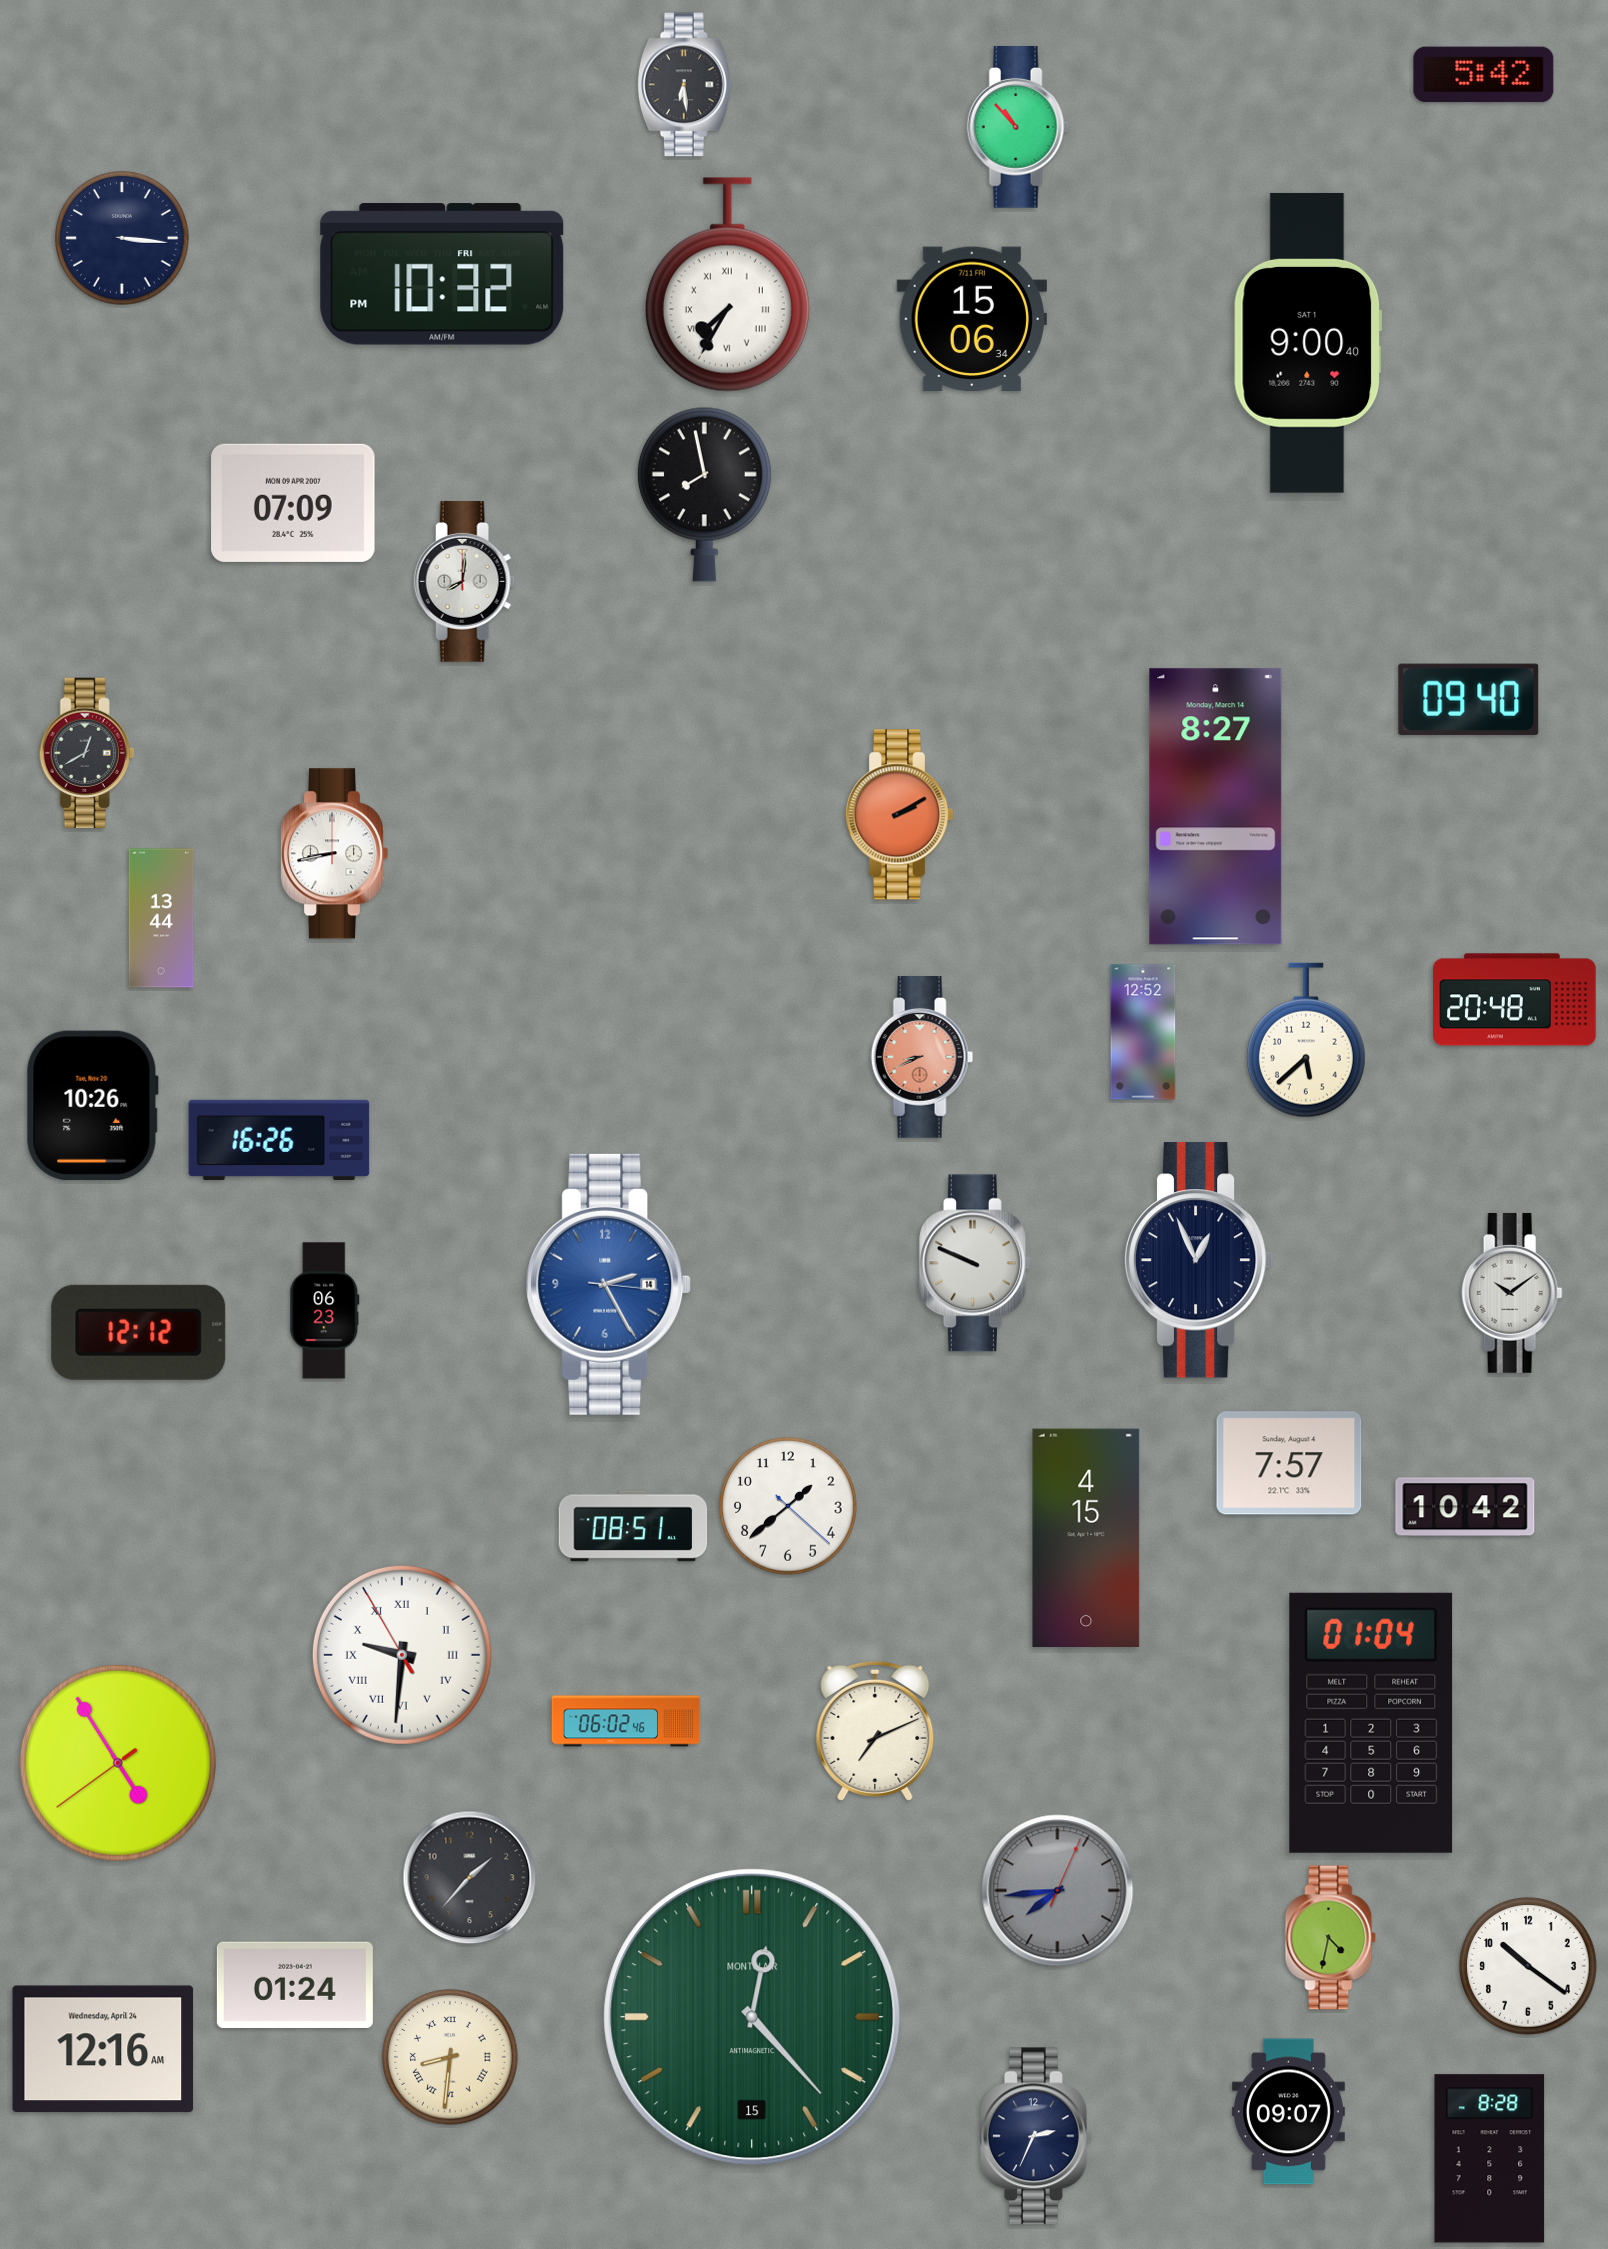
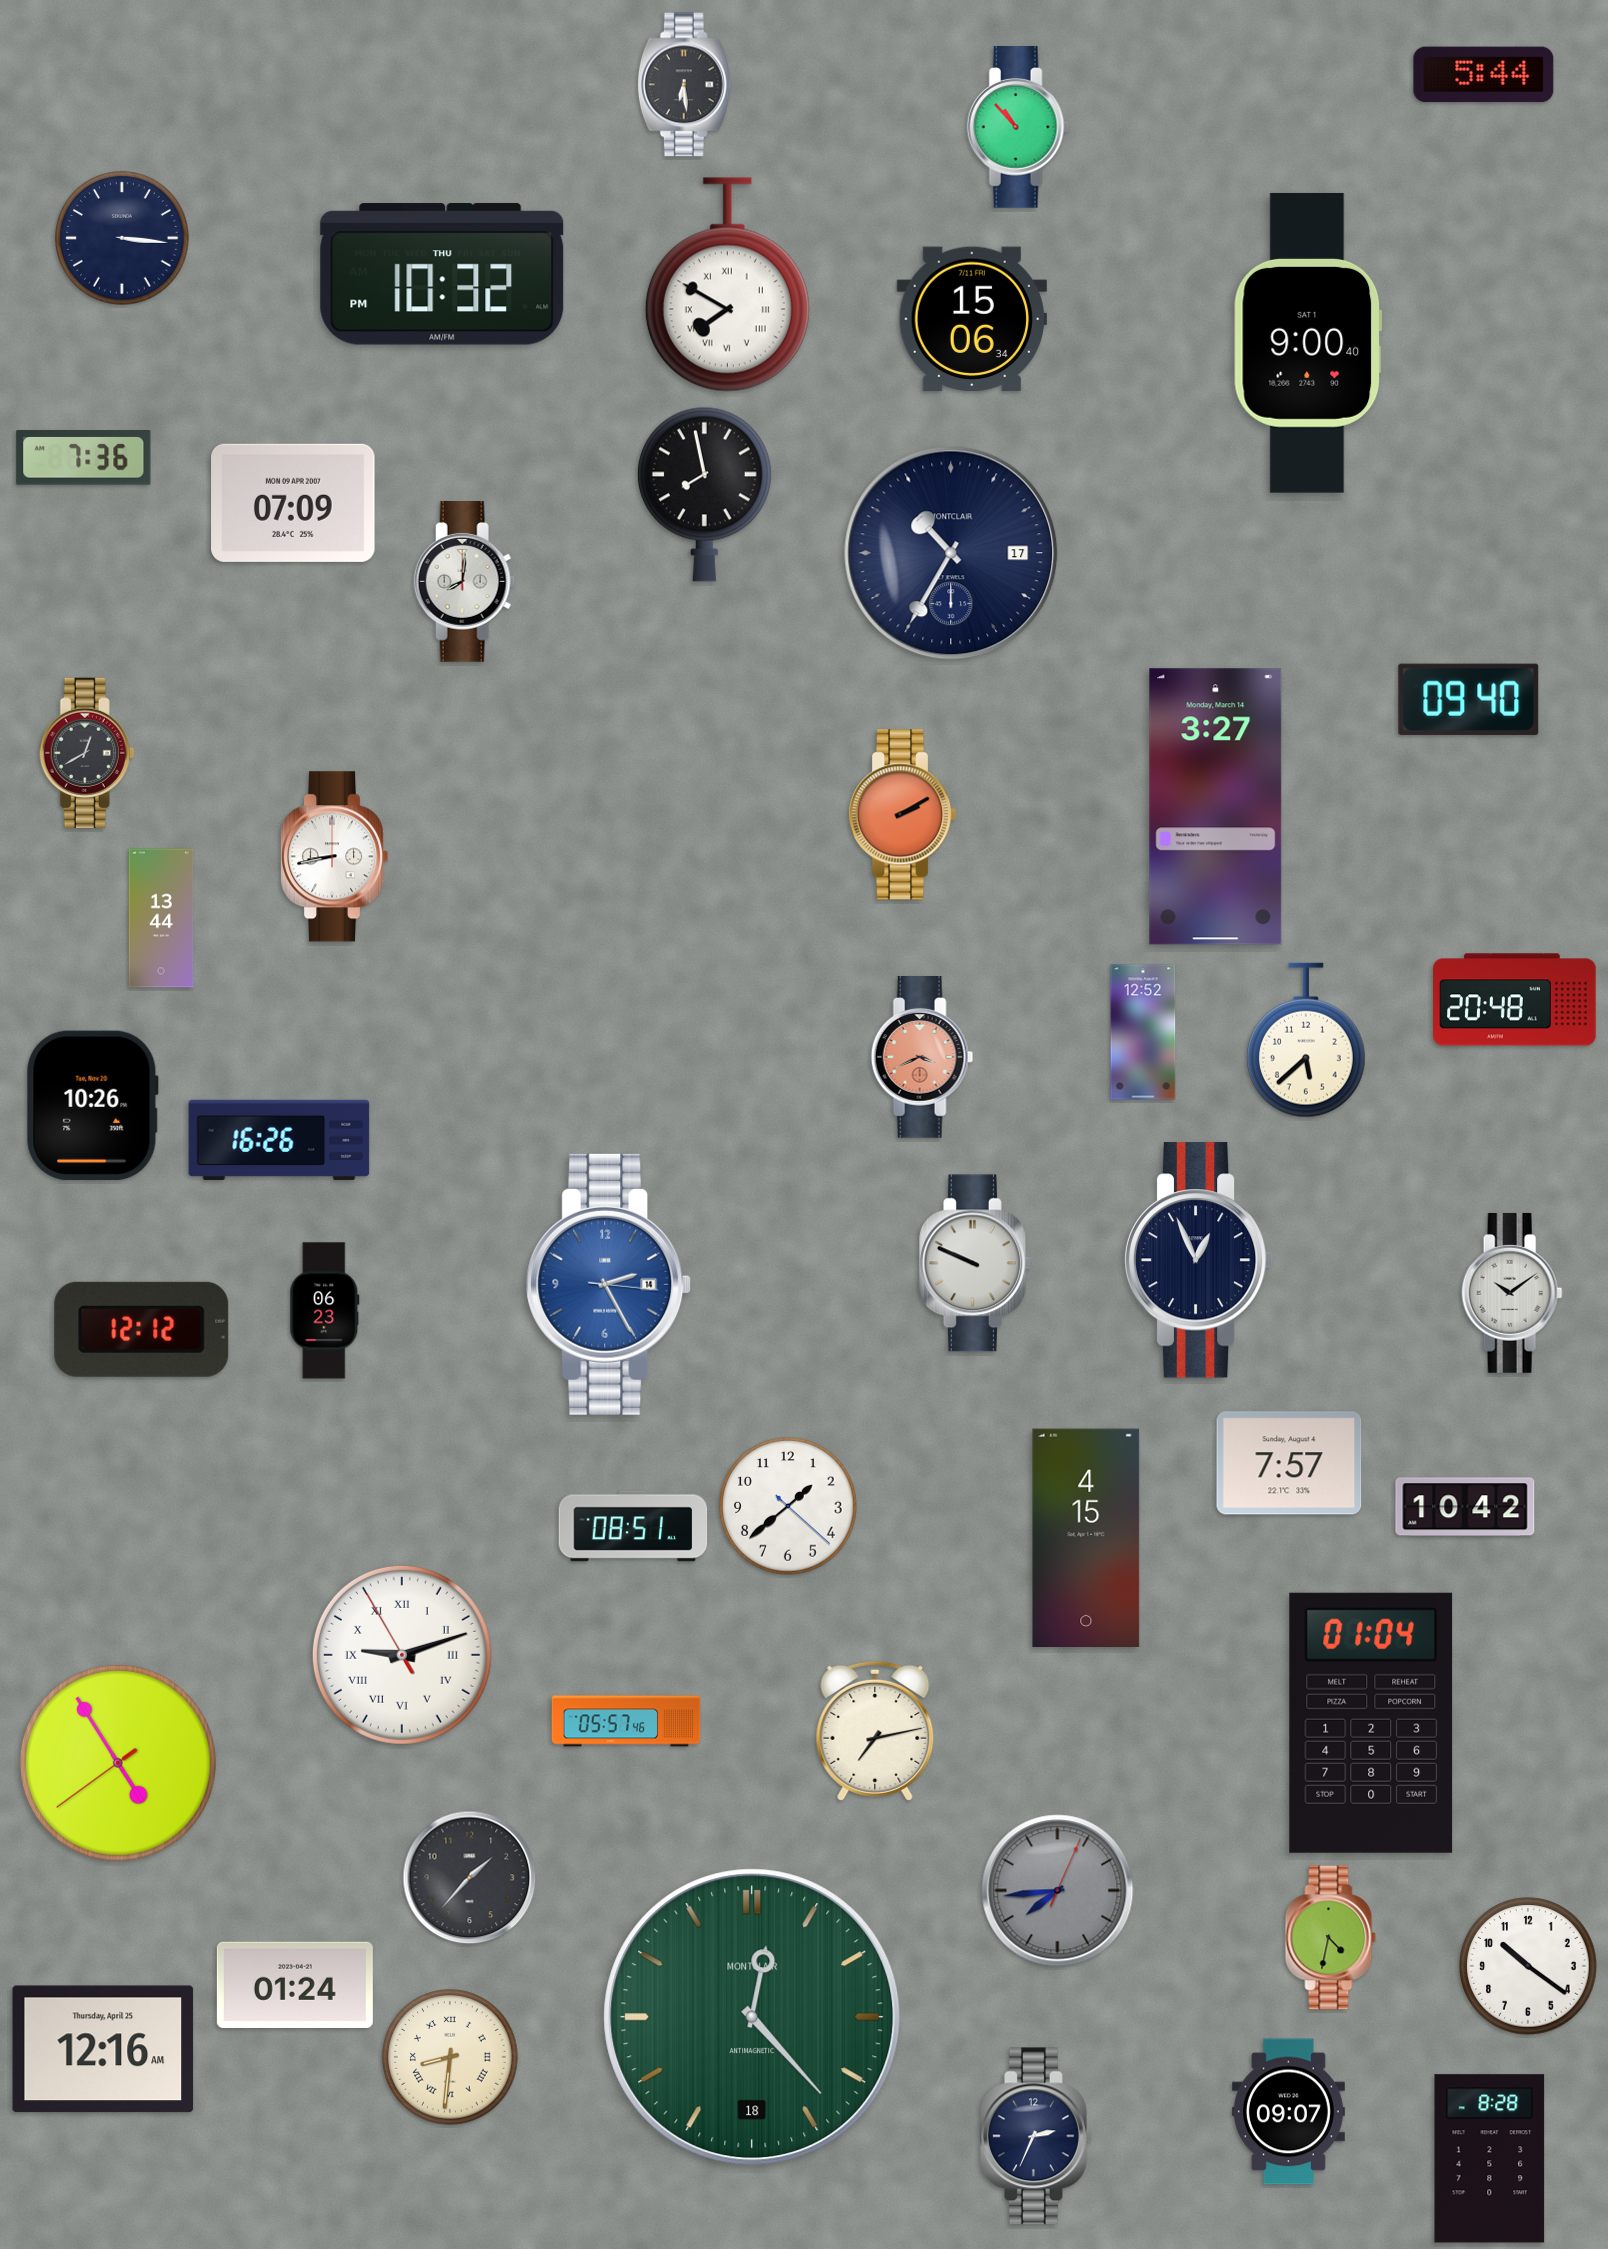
clock at (1484, 75): 5:42 -> 5:44
clock at (442, 275) date: FRI -> THU
clock at (727, 285): 7:35 -> 7:50
clock at (84, 458): none -> 7:36
clock at (951, 553): none -> 10:35
clock at (1216, 807): 8:27 -> 3:27
clock at (899, 815) position: (899, 815) -> (902, 815)
clock at (334, 854) position: (334, 854) -> (334, 857)
clock at (922, 1057): 8:41 -> 3:41
clock at (139, 1332) position: (139, 1332) -> (142, 1329)
clock at (402, 1655): 9:30 -> 9:11
clock at (626, 1721): 06:02 -> 05:57
clock at (875, 1731): 7:11 -> 7:13
clock at (752, 2017) date: 15 -> 18
clock at (103, 2049) date: Wednesday, April 24 -> Thursday, April 25
